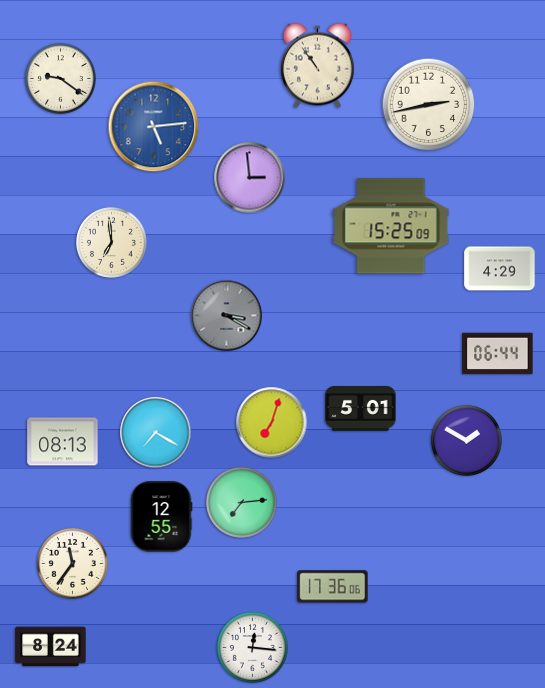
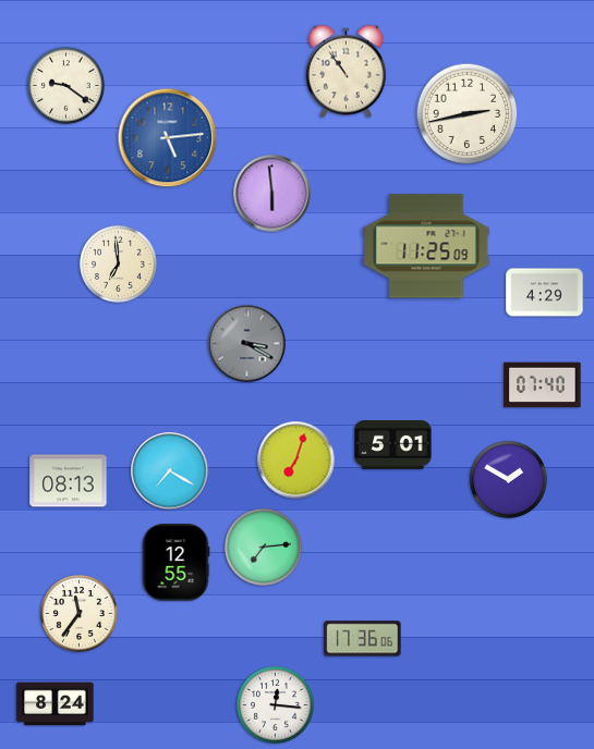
clock at (250, 178): 2:59 -> 5:59
clock at (391, 226): 15:25 -> 11:25
clock at (111, 242) position: (111, 242) -> (118, 263)
clock at (498, 354): 06:44 -> 07:40
